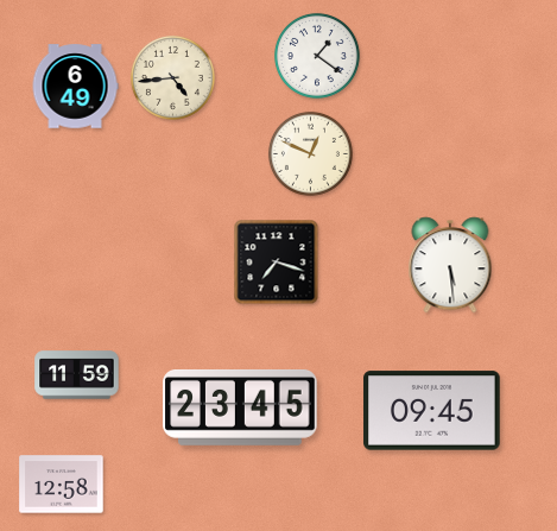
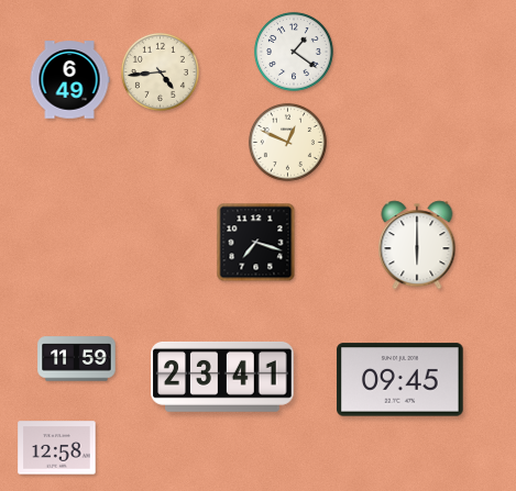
clock at (450, 265): 5:29 -> 6:00
clock at (77, 375) position: (77, 375) -> (77, 359)
clock at (240, 407): 23:45 -> 23:41
